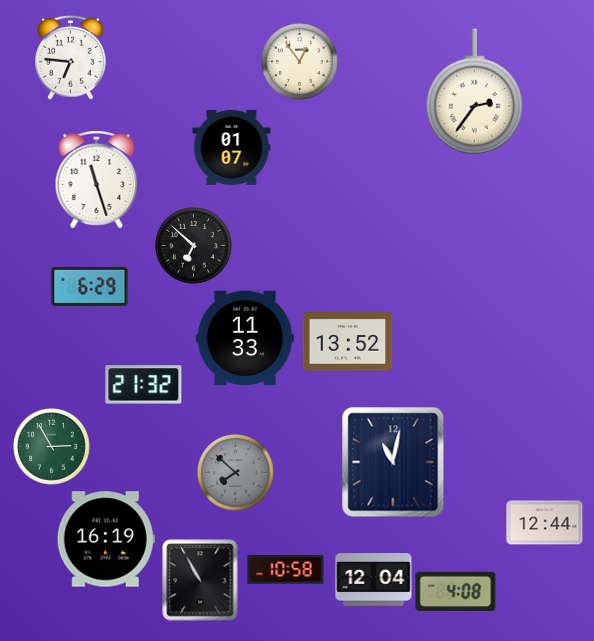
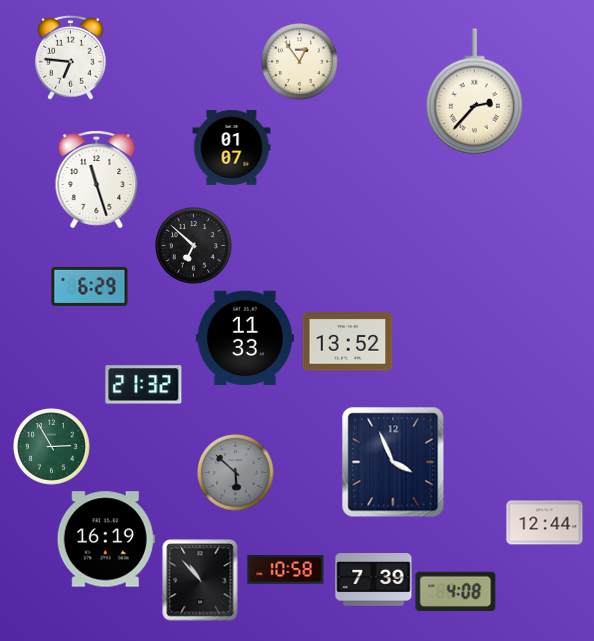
clock at (475, 92): 2:36 -> 2:37
clock at (393, 462): 11:02 -> 3:56
clock at (236, 473): 7:52 -> 5:52
clock at (200, 580): 10:55 -> 10:53
clock at (374, 580): 12:04 -> 7:39
